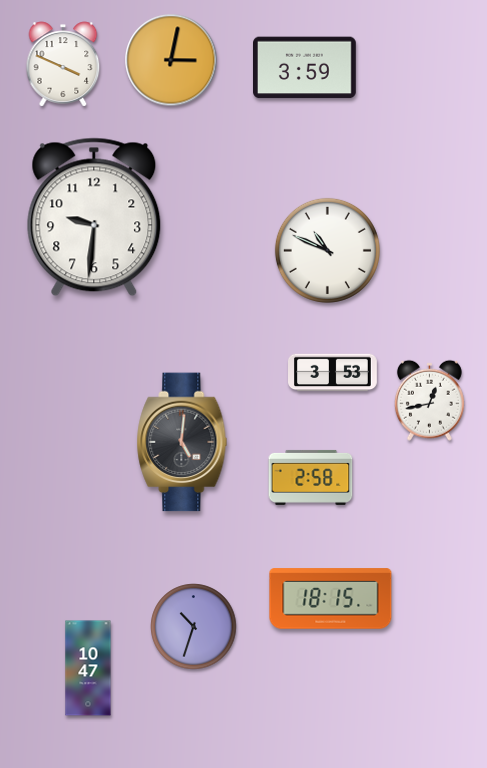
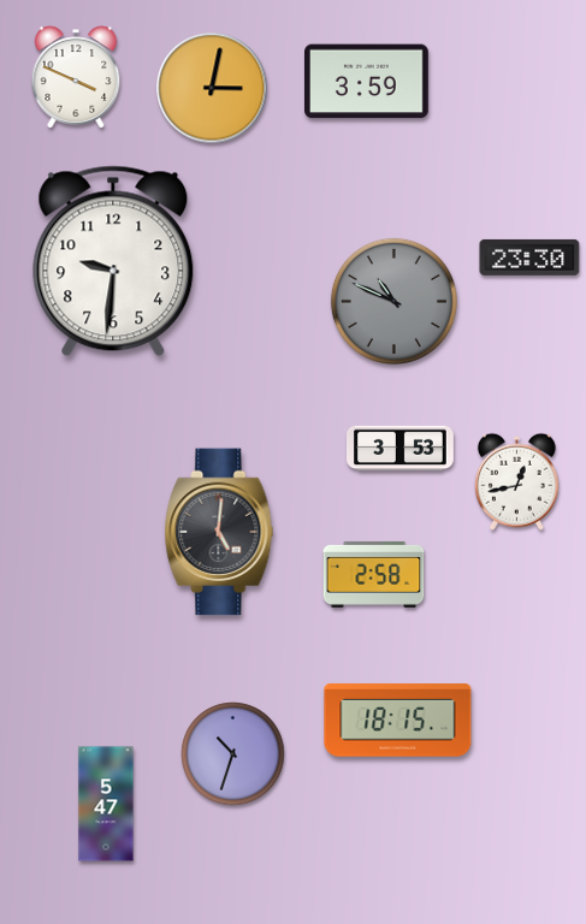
clock at (171, 60) position: (171, 60) -> (212, 88)
clock at (529, 257): none -> 23:30
clock at (327, 250) dial: white -> grey
clock at (88, 668): 10:47 -> 5:47
